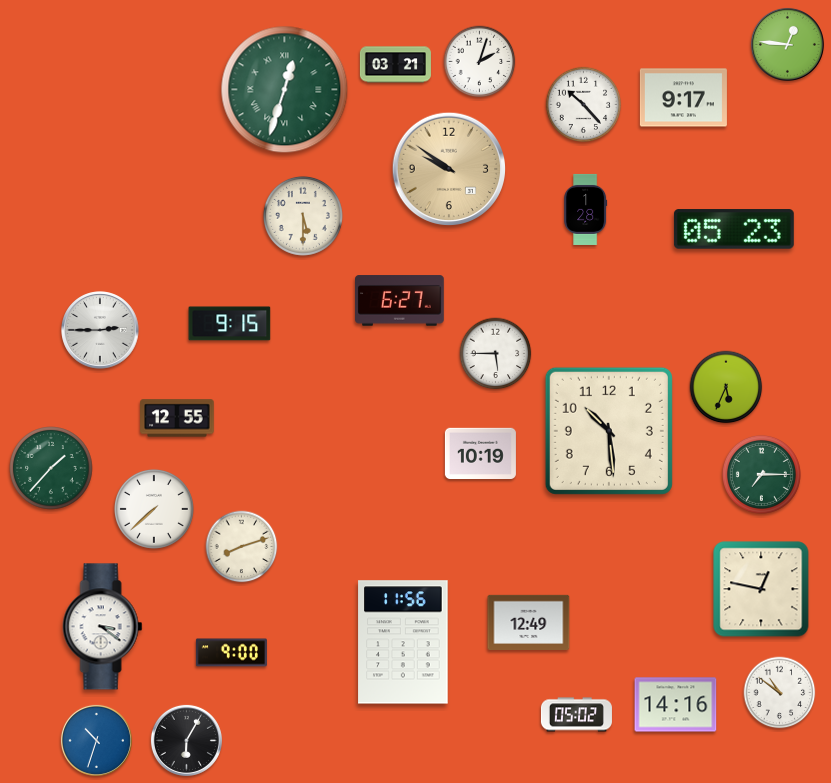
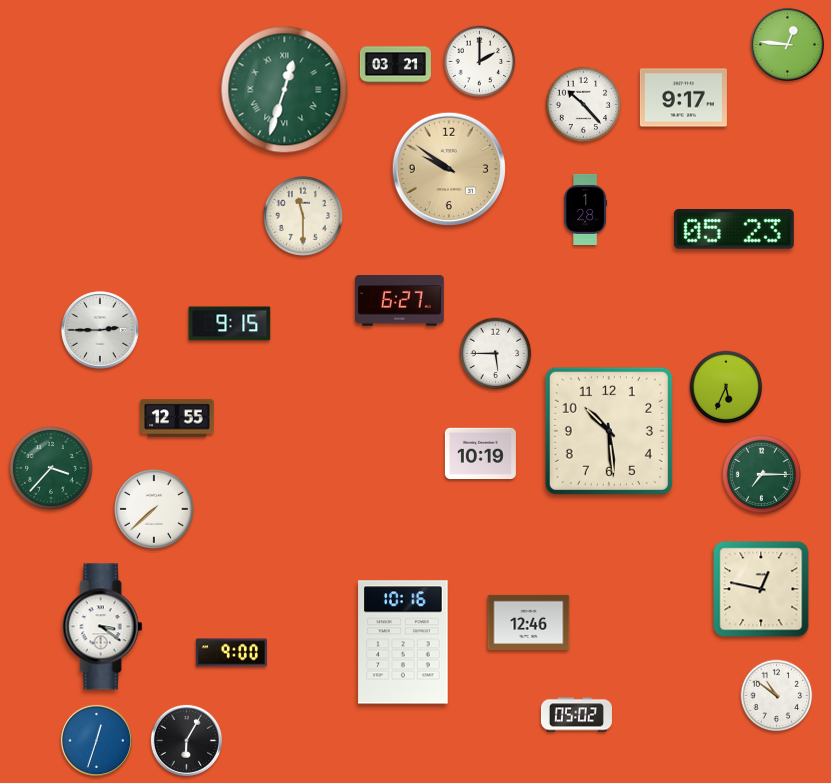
clock at (480, 62): 2:03 -> 2:00
clock at (303, 216): 5:30 -> 11:30
clock at (51, 468): 1:37 -> 3:37
clock at (242, 547): 8:12 -> none
clock at (529, 622): 12:49 -> 12:46
clock at (403, 642): 11:56 -> 10:16
clock at (780, 693) position: (780, 693) -> (777, 696)
clock at (676, 705): 14:16 -> none
clock at (96, 740): 10:33 -> 12:33
